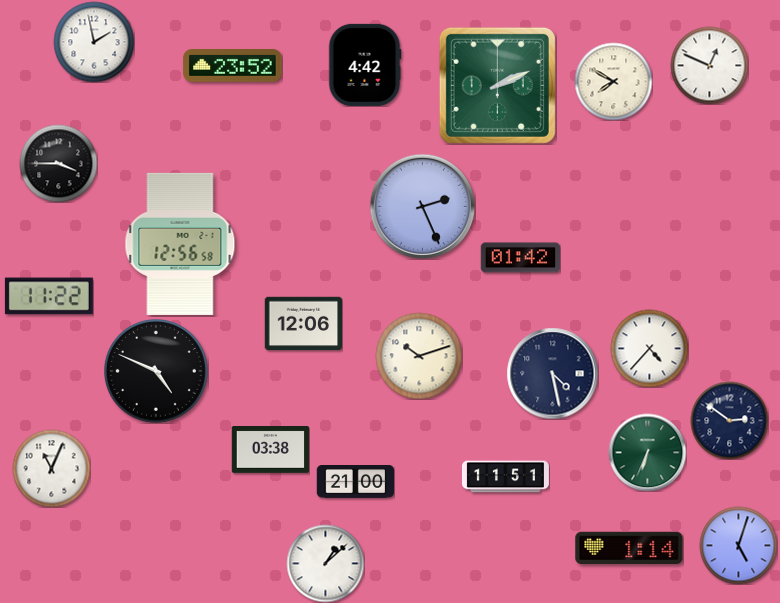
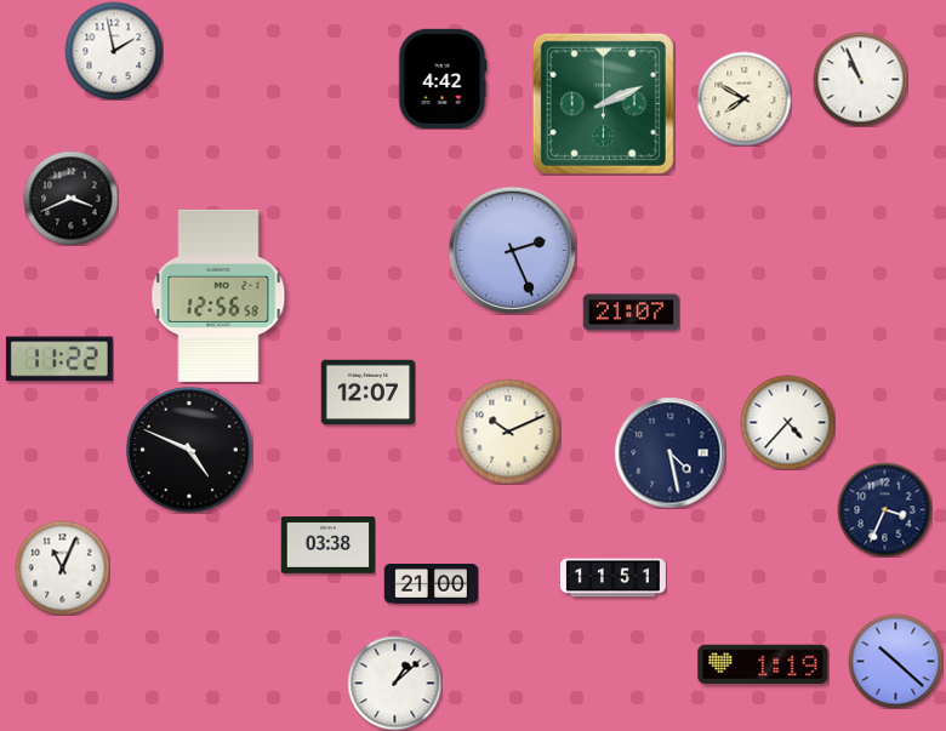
clock at (709, 65): 12:49 -> 10:56
clock at (233, 66): 23:52 -> none
clock at (58, 163): 3:45 -> 3:41
clock at (520, 258): 01:42 -> 21:07
clock at (303, 324): 12:06 -> 12:07
clock at (419, 356): 10:12 -> 10:11
clock at (729, 420): 2:51 -> 3:34
clock at (647, 452): 6:34 -> none
clock at (738, 545): 5:03 -> 10:22
clock at (629, 548): 1:14 -> 1:19
